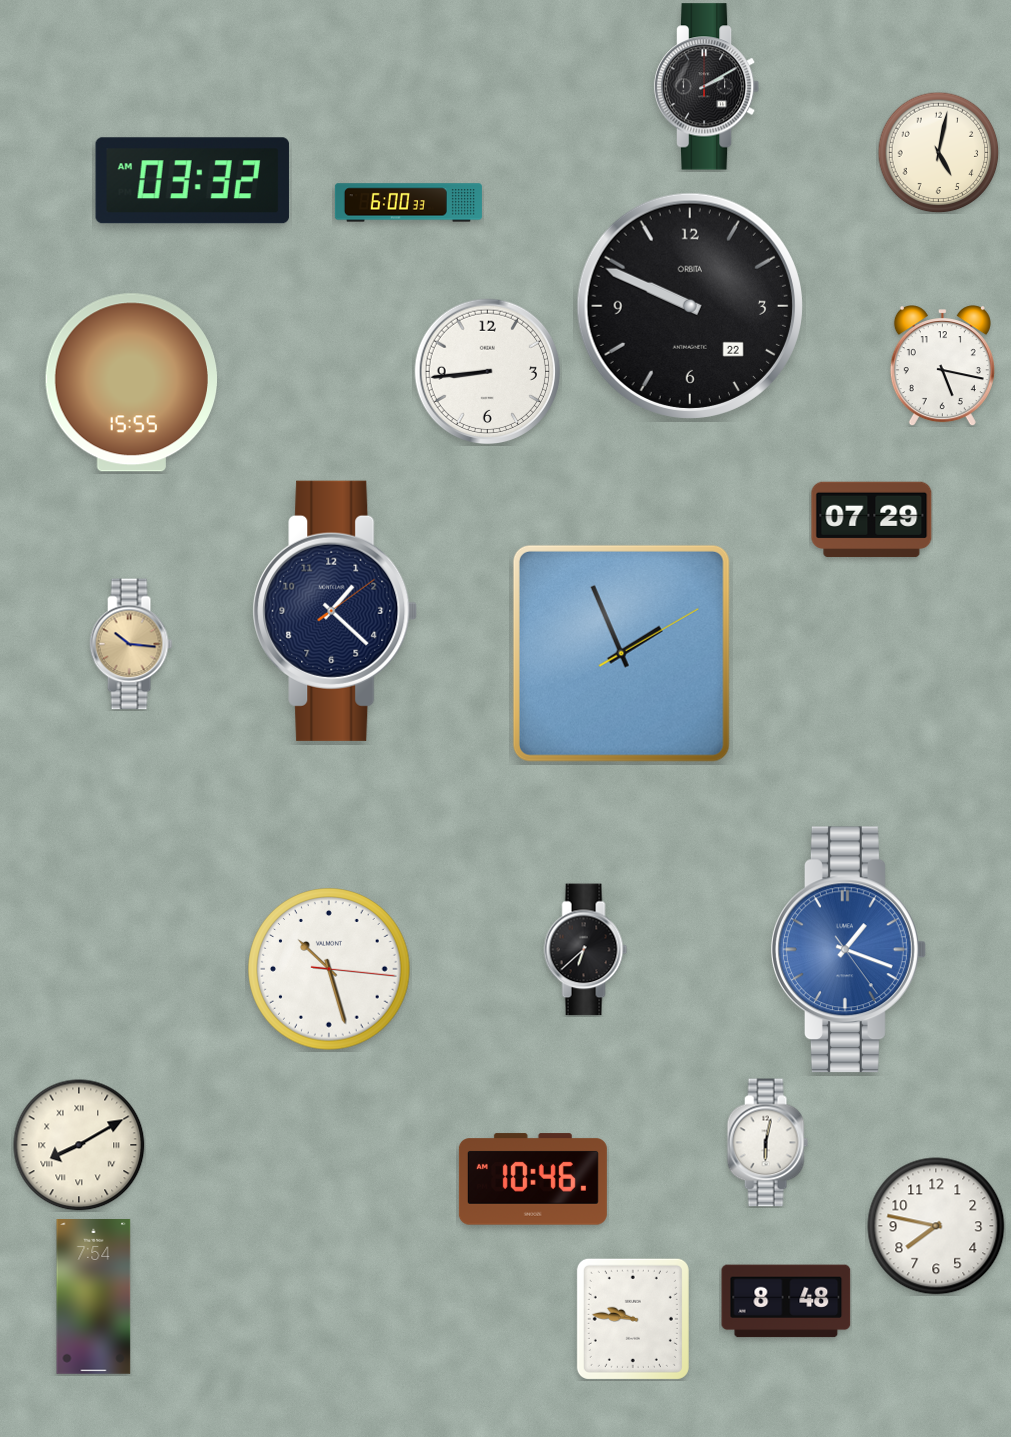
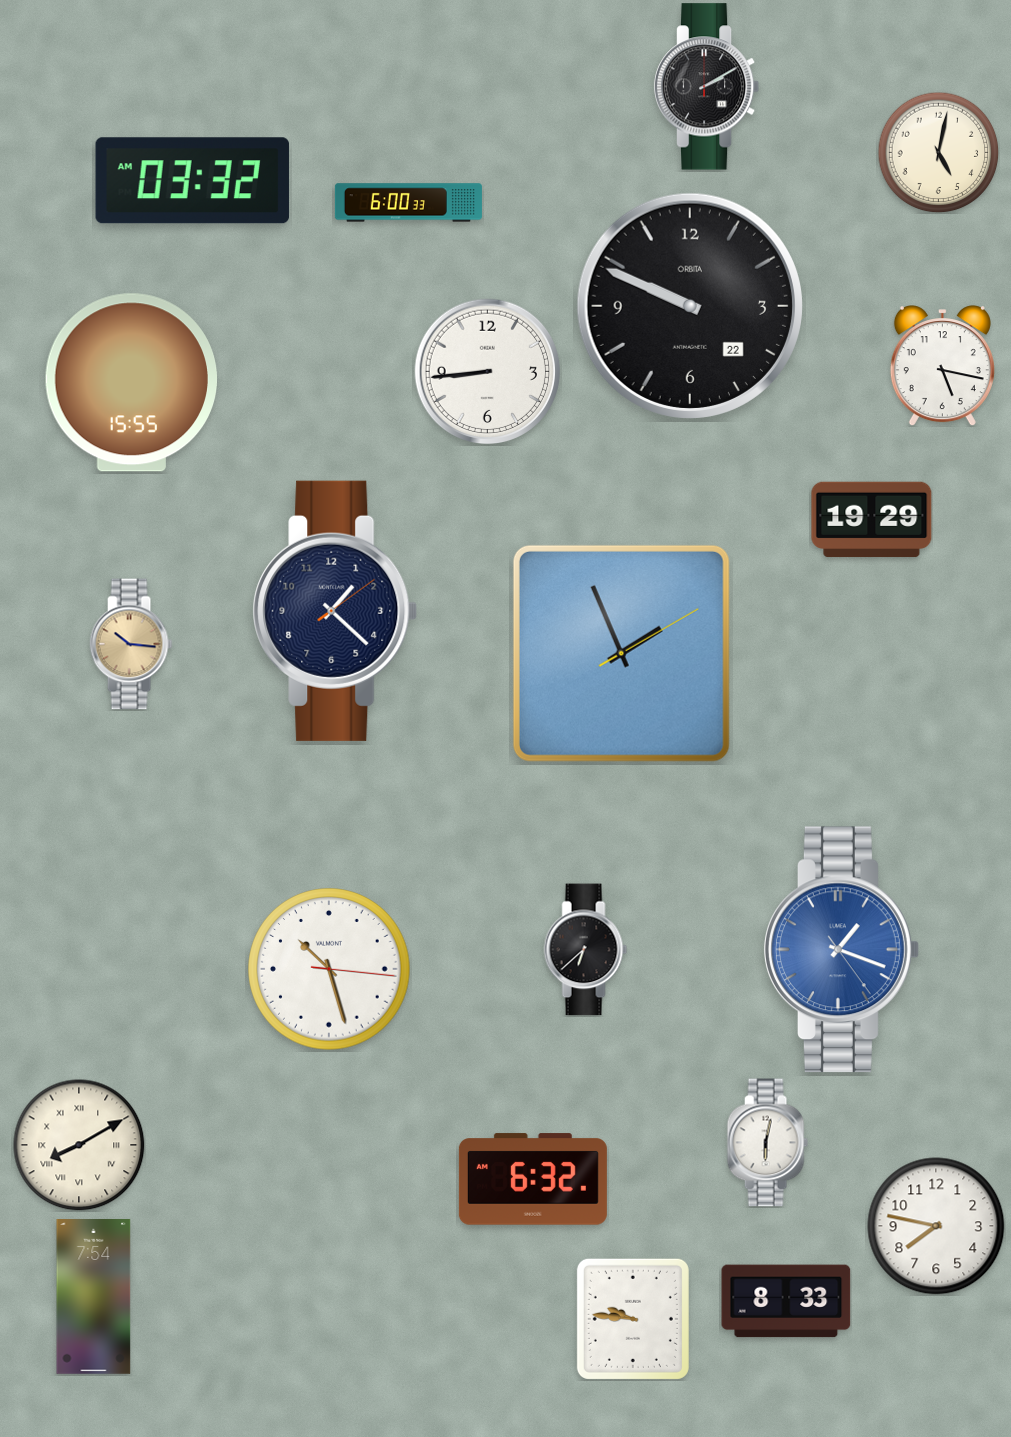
clock at (872, 520): 07:29 -> 19:29
clock at (849, 950) position: (849, 950) -> (842, 950)
clock at (533, 1179): 10:46 -> 6:32
clock at (786, 1301): 8:48 -> 8:33
